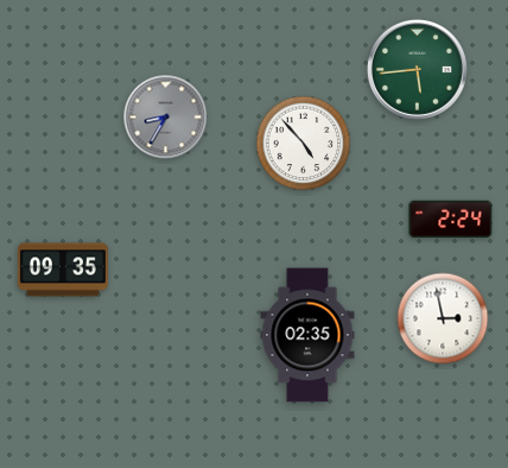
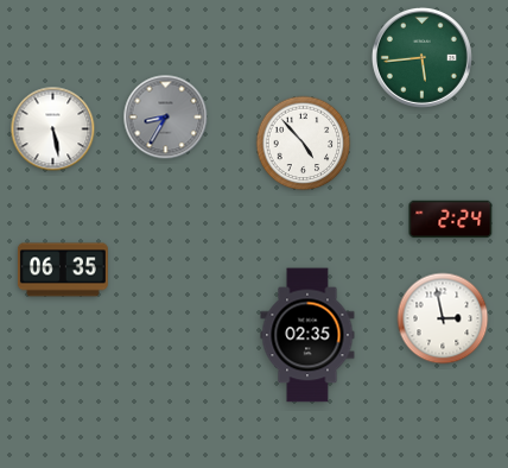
clock at (417, 69) position: (417, 69) -> (421, 57)
clock at (53, 129): none -> 5:28
clock at (63, 270): 09:35 -> 06:35
